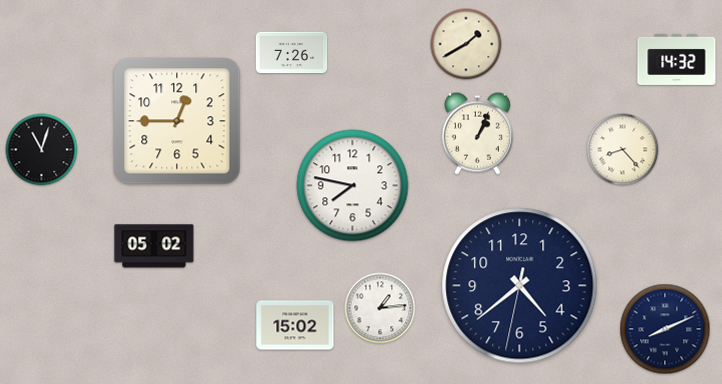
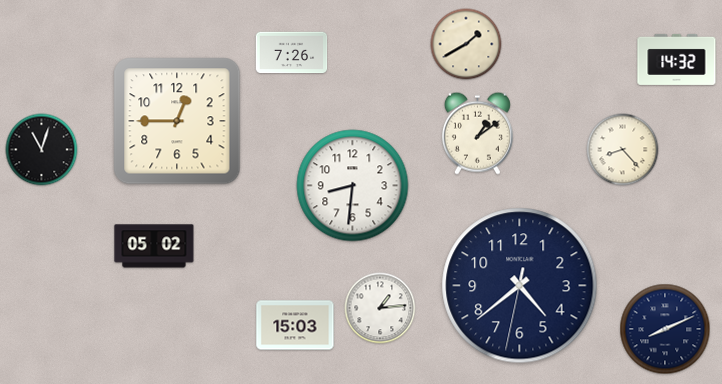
clock at (477, 133): 1:04 -> 1:09
clock at (353, 186): 7:47 -> 8:31
clock at (295, 325): 15:02 -> 15:03
